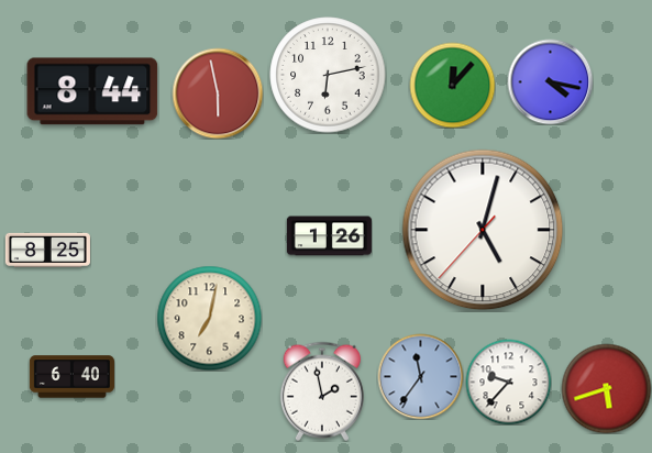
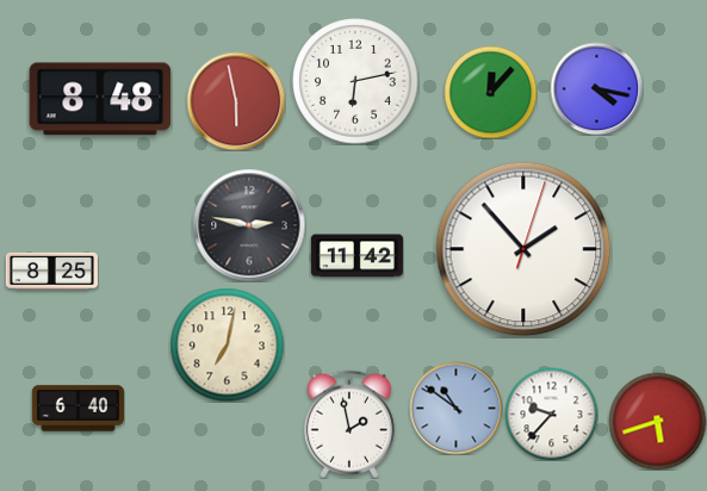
clock at (92, 91): 8:44 -> 8:48
clock at (249, 225): none -> 2:47
clock at (483, 230): 5:02 -> 1:53
clock at (329, 236): 1:26 -> 11:42
clock at (420, 376): 11:36 -> 10:51
